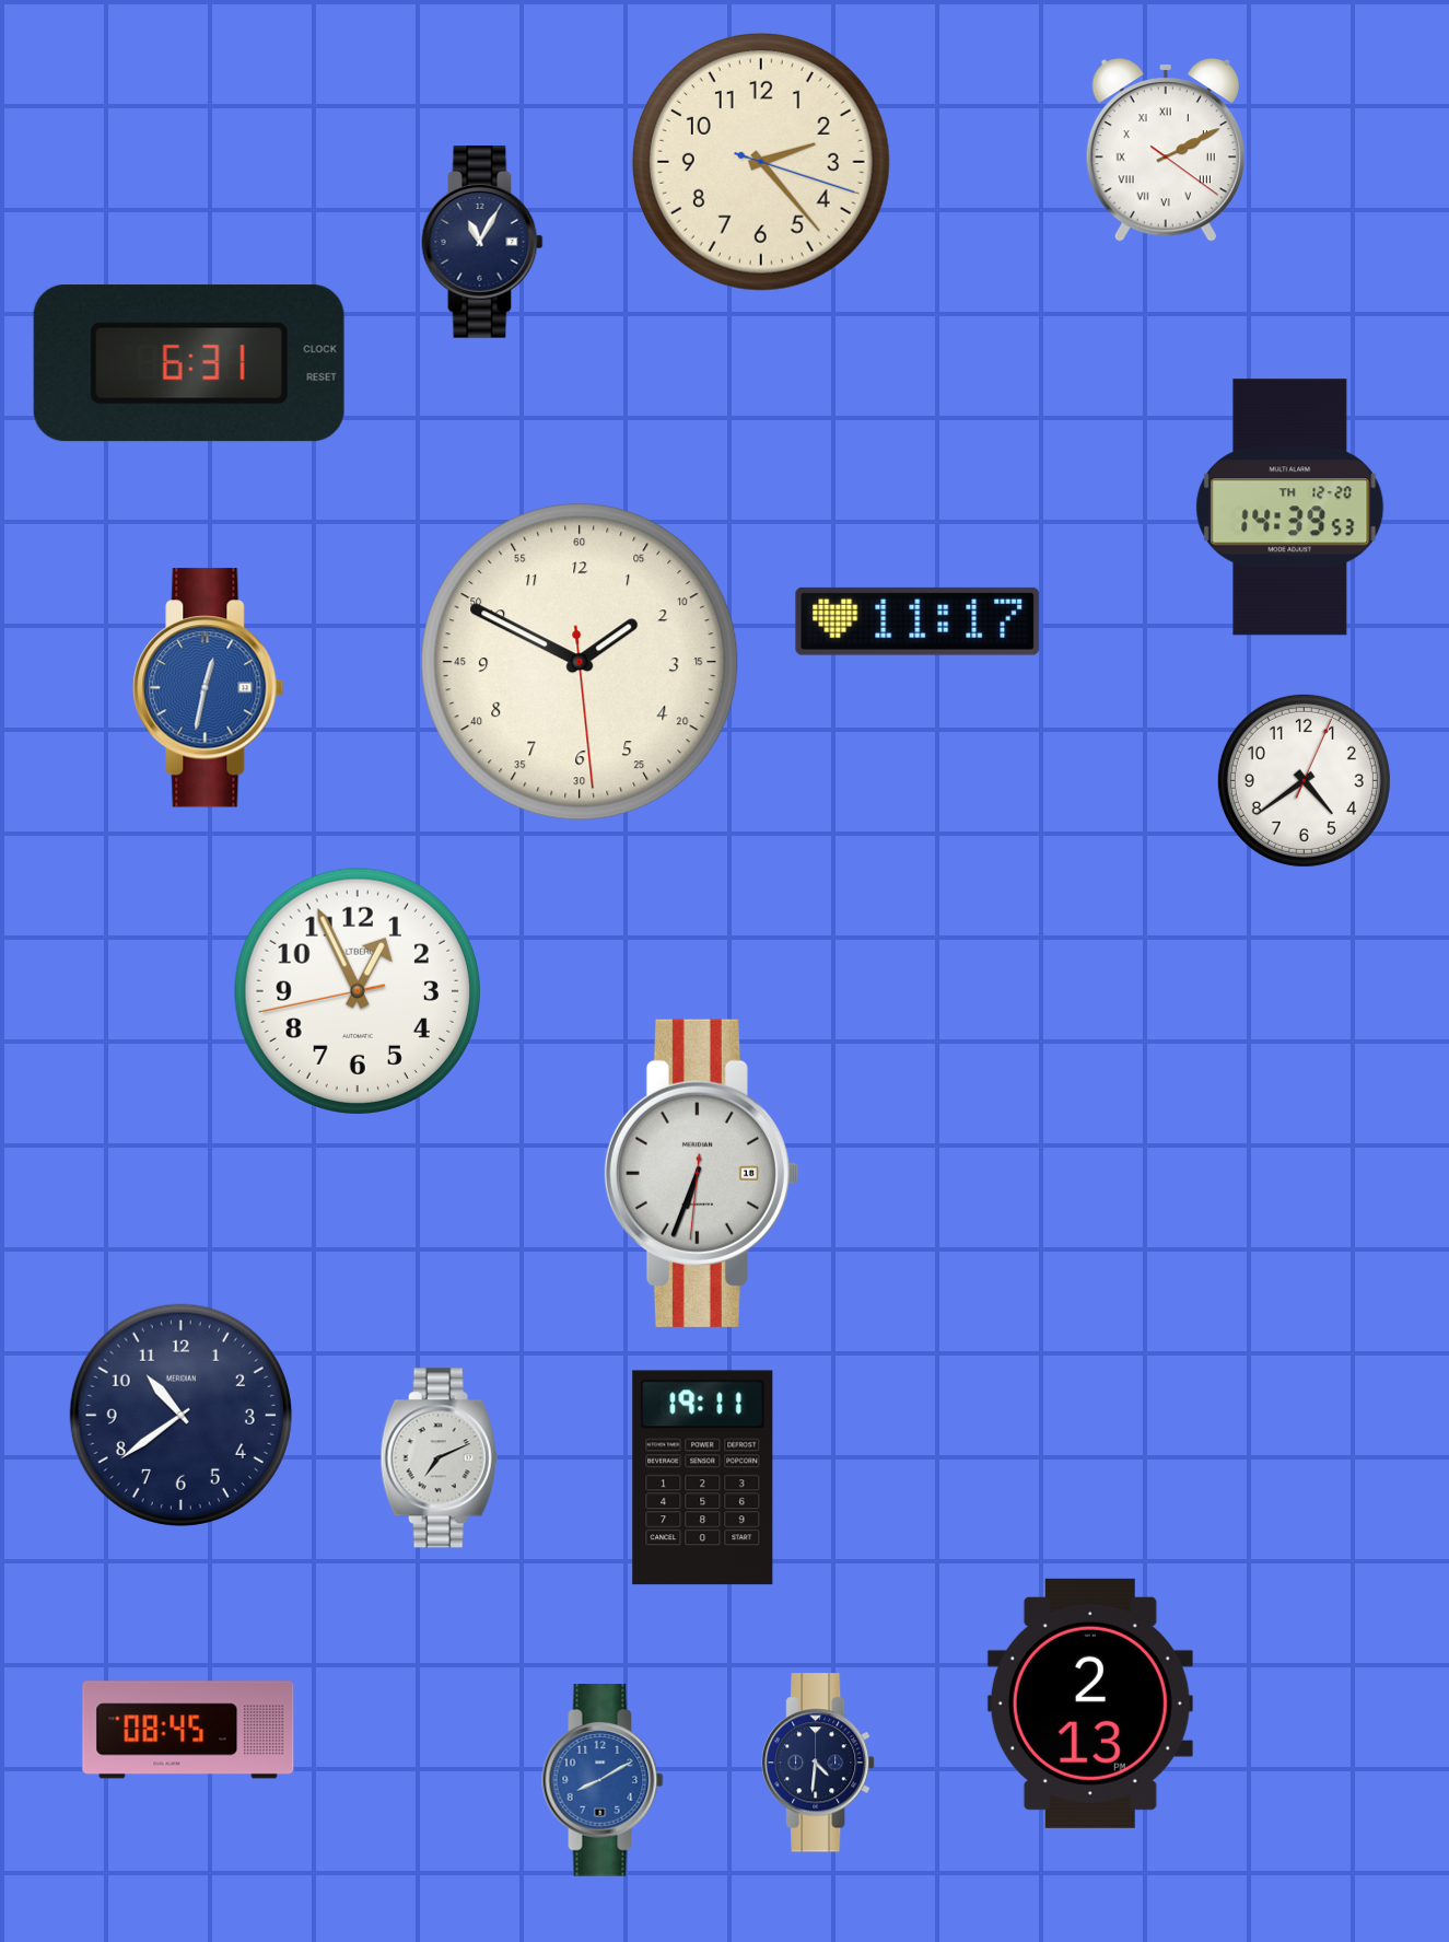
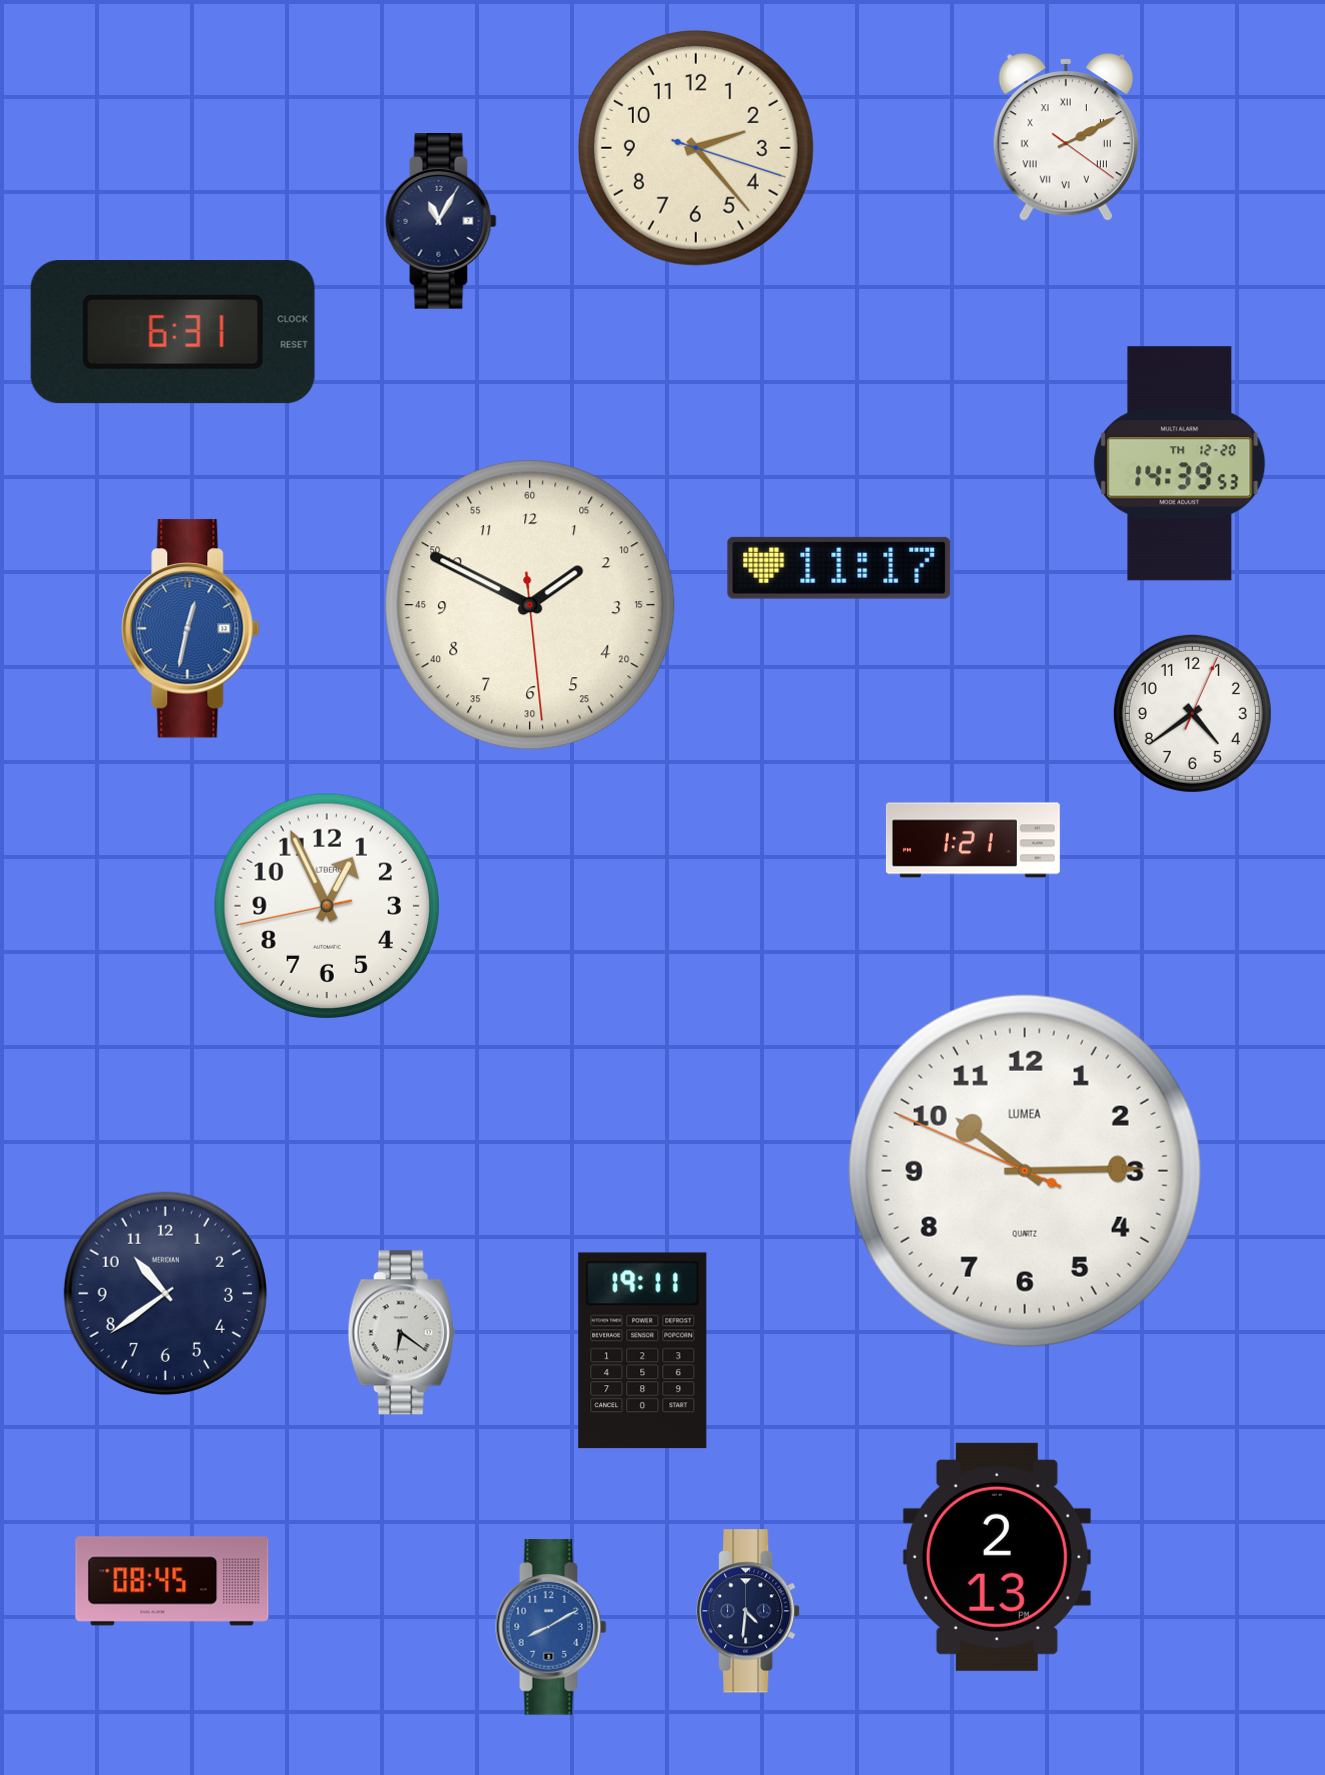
clock at (973, 840): none -> 1:21
clock at (701, 1173): 6:33 -> none
clock at (1025, 1171): none -> 10:14
clock at (439, 1458): 7:11 -> 6:21
